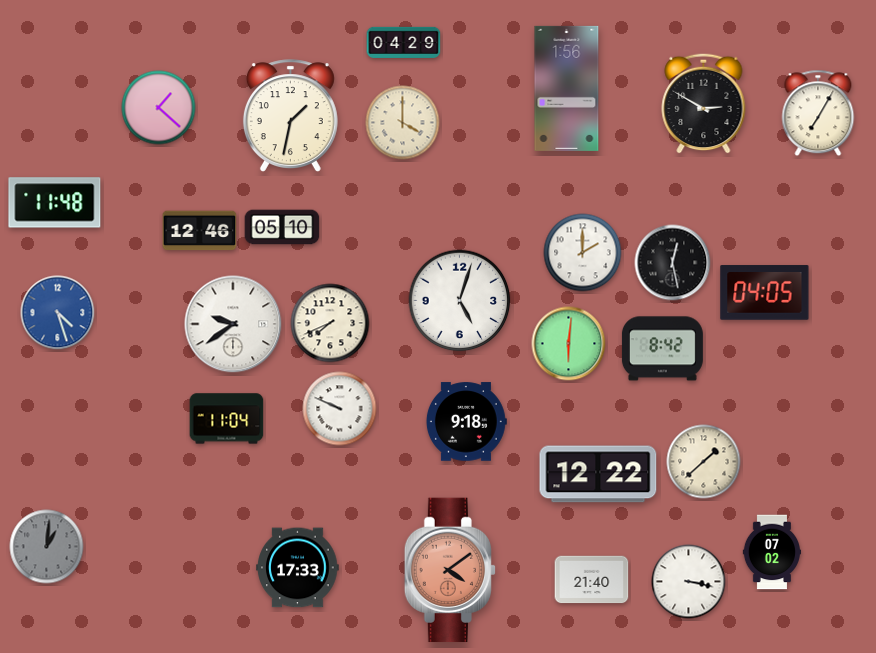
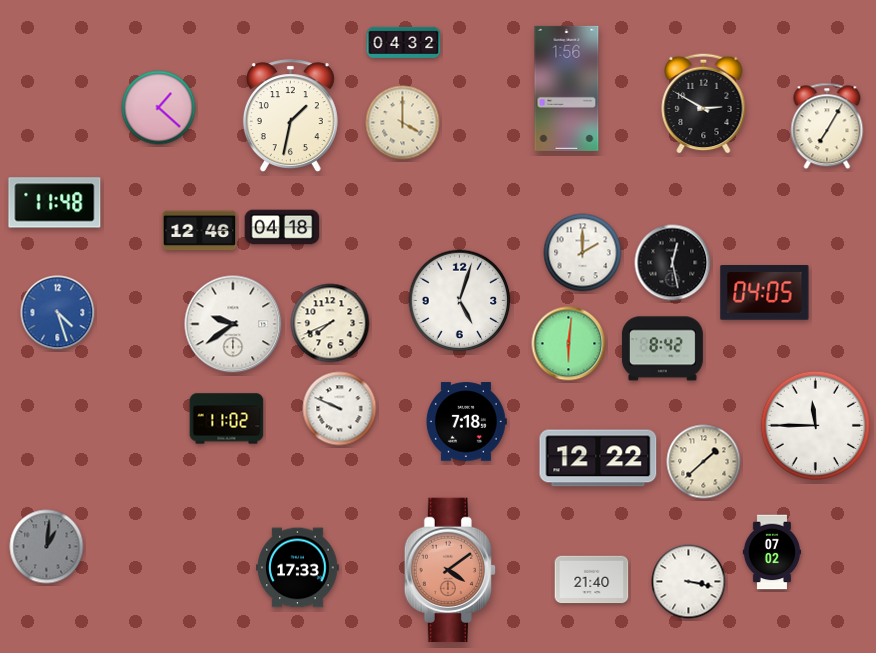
clock at (404, 42): 04:29 -> 04:32
clock at (818, 113) position: (818, 113) -> (827, 126)
clock at (282, 227): 05:10 -> 04:18
clock at (227, 419): 11:04 -> 11:02
clock at (466, 422): 9:18 -> 7:18
clock at (815, 425): none -> 11:45
clock at (598, 474) position: (598, 474) -> (598, 458)
